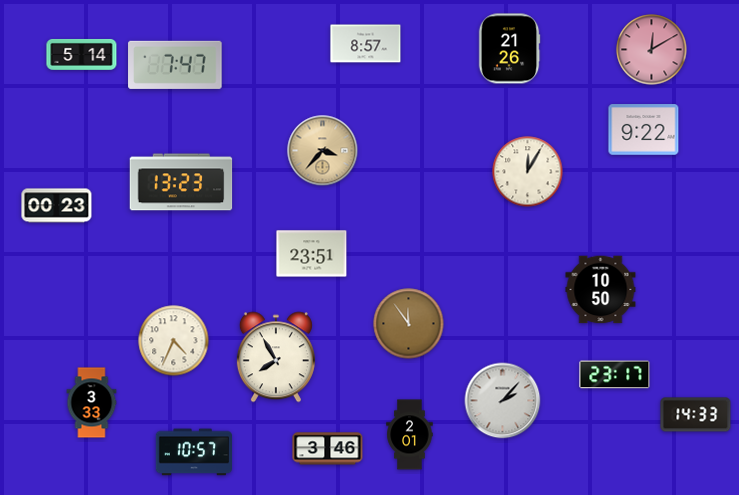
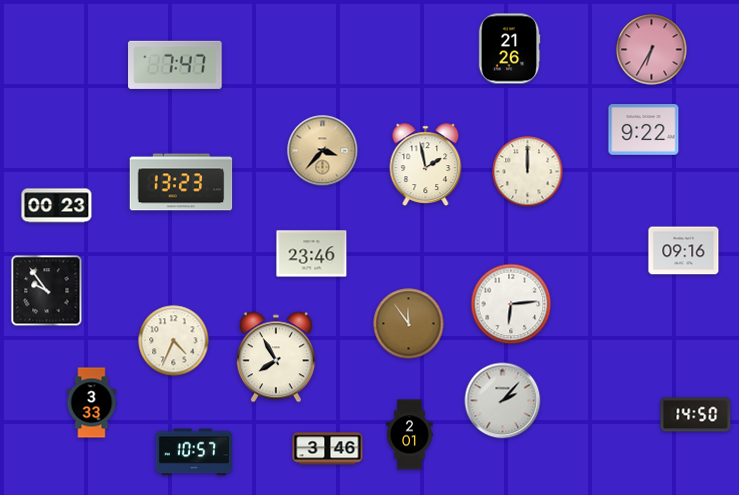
clock at (366, 44): 8:57 -> none
clock at (652, 50): 12:10 -> 6:35
clock at (82, 54): 5:14 -> none
clock at (426, 165): none -> 1:58
clock at (528, 172): 12:05 -> 12:00
clock at (684, 251): none -> 09:16
clock at (312, 254): 23:51 -> 23:46
clock at (601, 290): 10:50 -> none
clock at (47, 291): none -> 9:54
clock at (511, 304): none -> 6:14
clock at (615, 375): 23:17 -> none
clock at (696, 415): 14:33 -> 14:50
